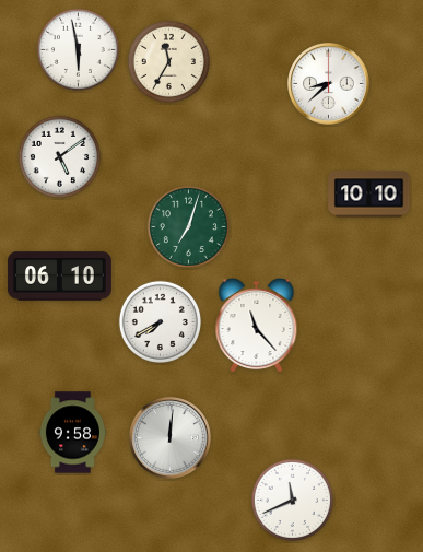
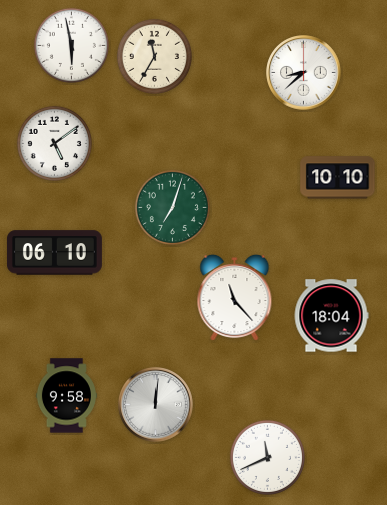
clock at (329, 84) position: (329, 84) -> (304, 73)
clock at (160, 321): 7:40 -> none
clock at (331, 316): none -> 18:04
clock at (171, 438) position: (171, 438) -> (156, 405)
